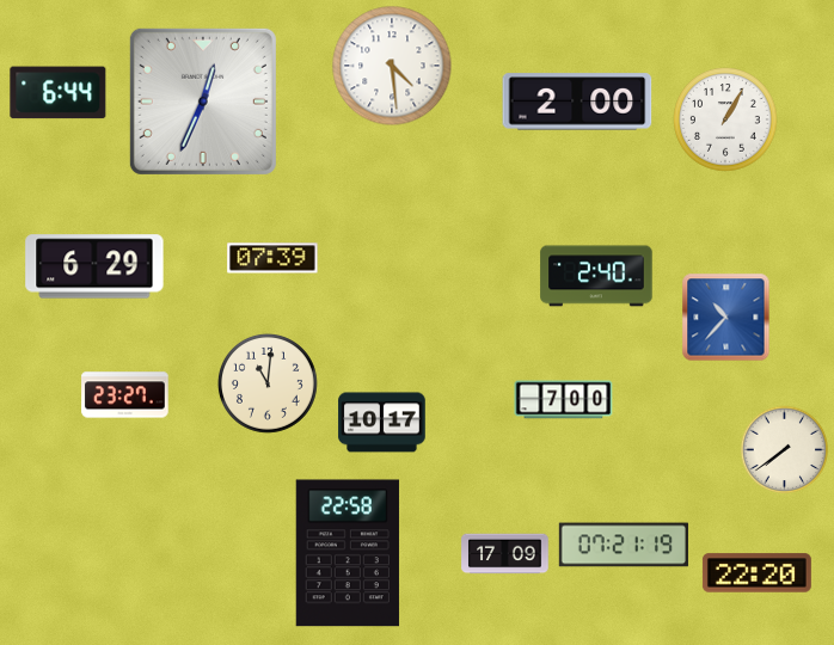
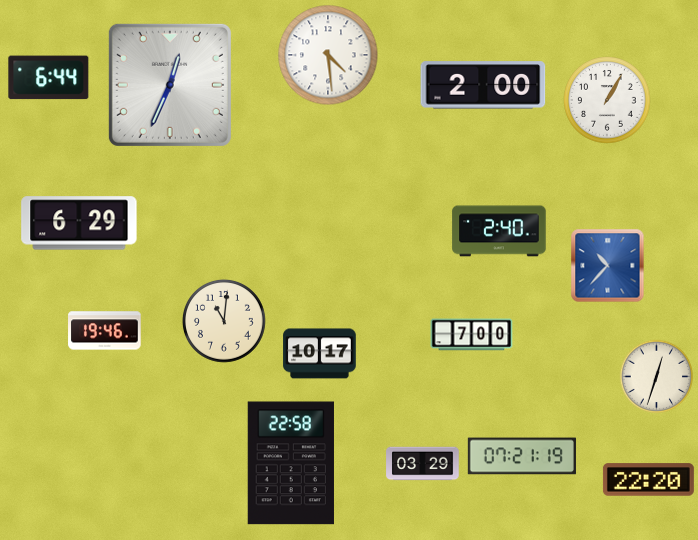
clock at (272, 258): 07:39 -> none
clock at (125, 395): 23:27 -> 19:46
clock at (785, 450): 7:39 -> 12:33
clock at (505, 554): 17:09 -> 03:29
clock at (756, 573) position: (756, 573) -> (648, 480)
